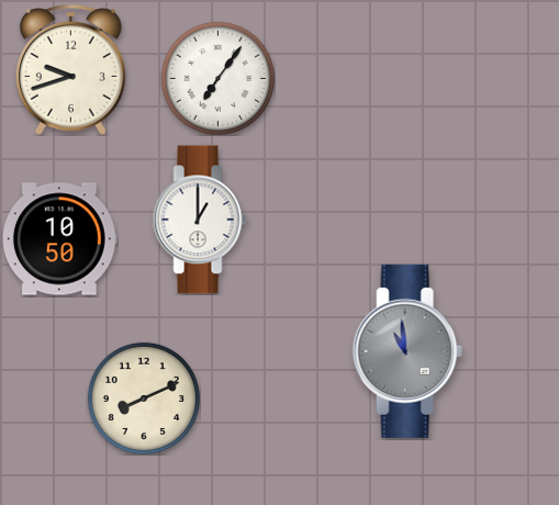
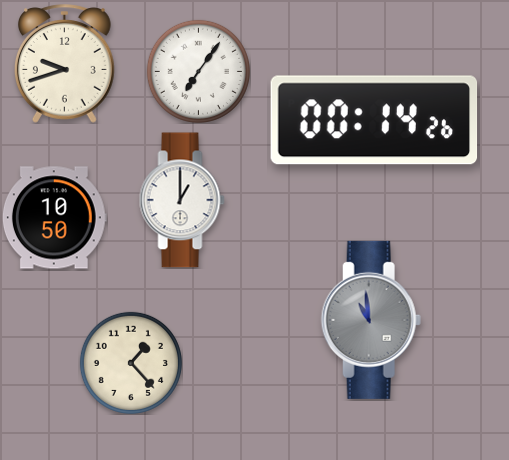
clock at (374, 120): none -> 00:14
clock at (144, 399): 8:11 -> 1:23
